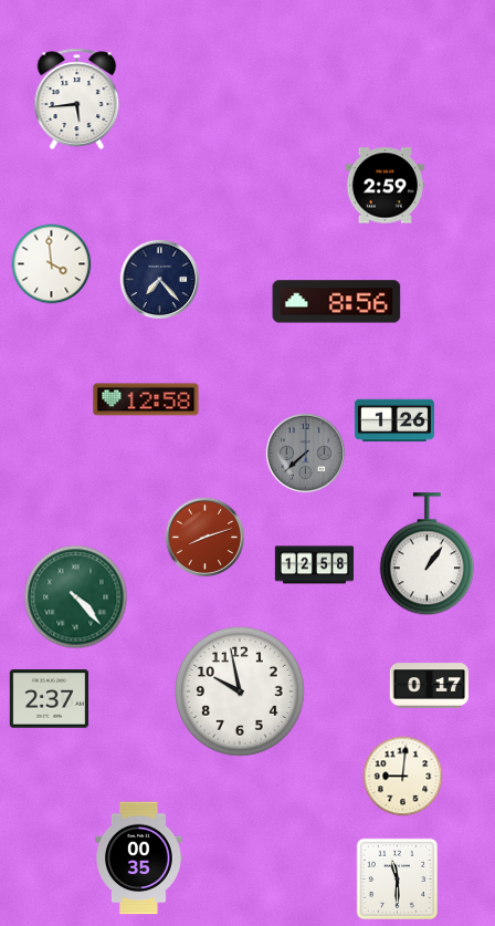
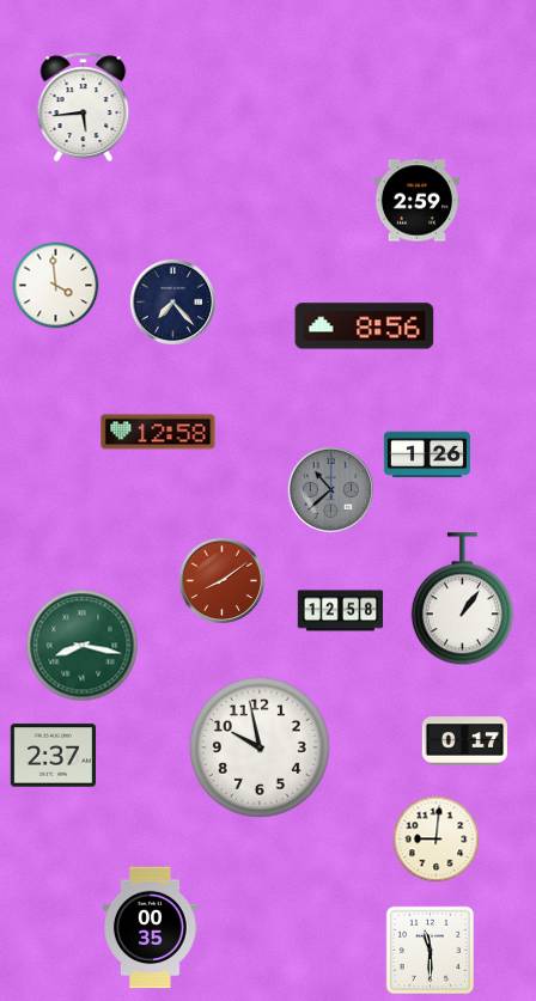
clock at (306, 454): 7:38 -> 10:38
clock at (206, 538): 8:12 -> 8:09
clock at (76, 597): 4:23 -> 8:17
